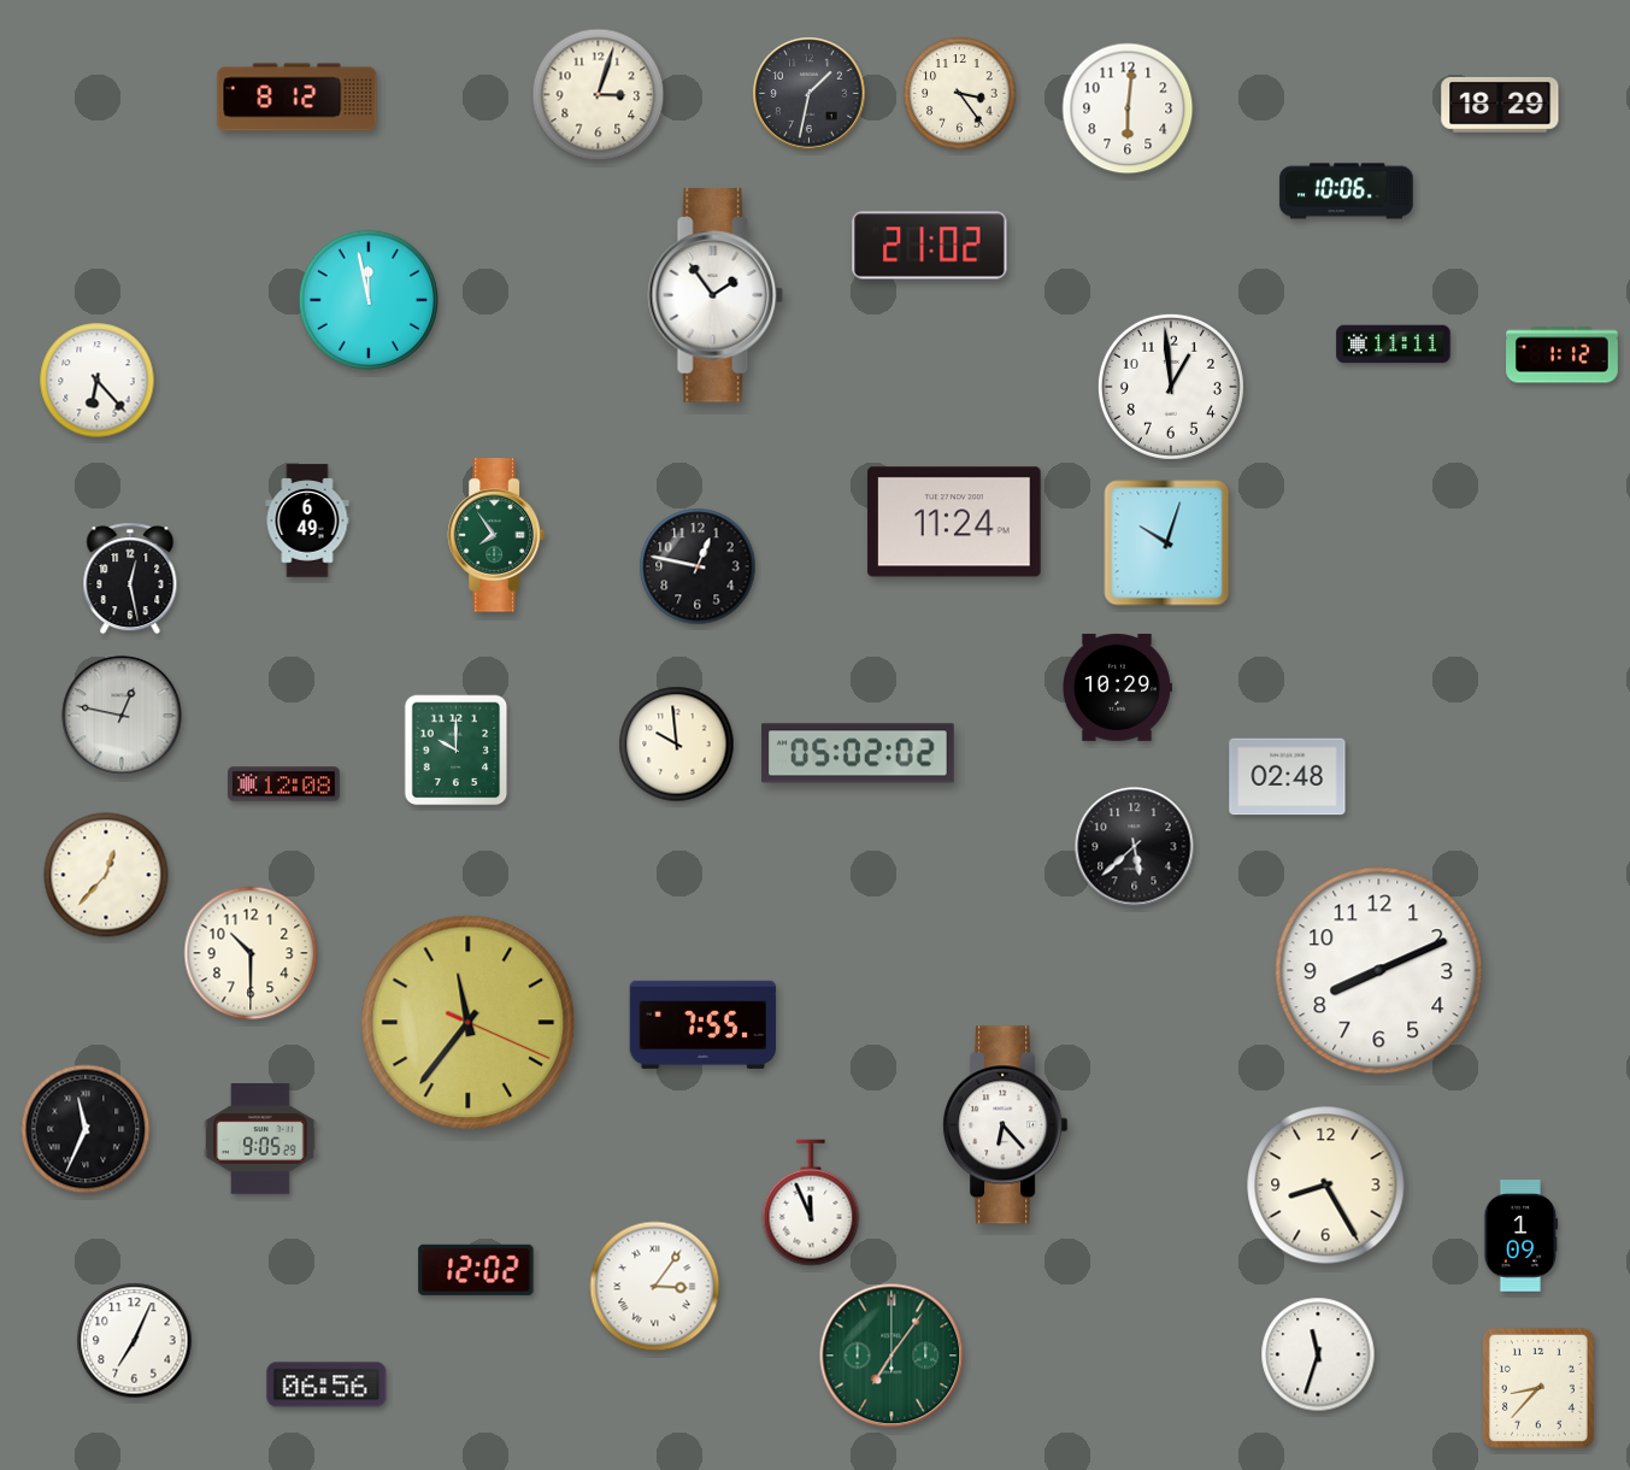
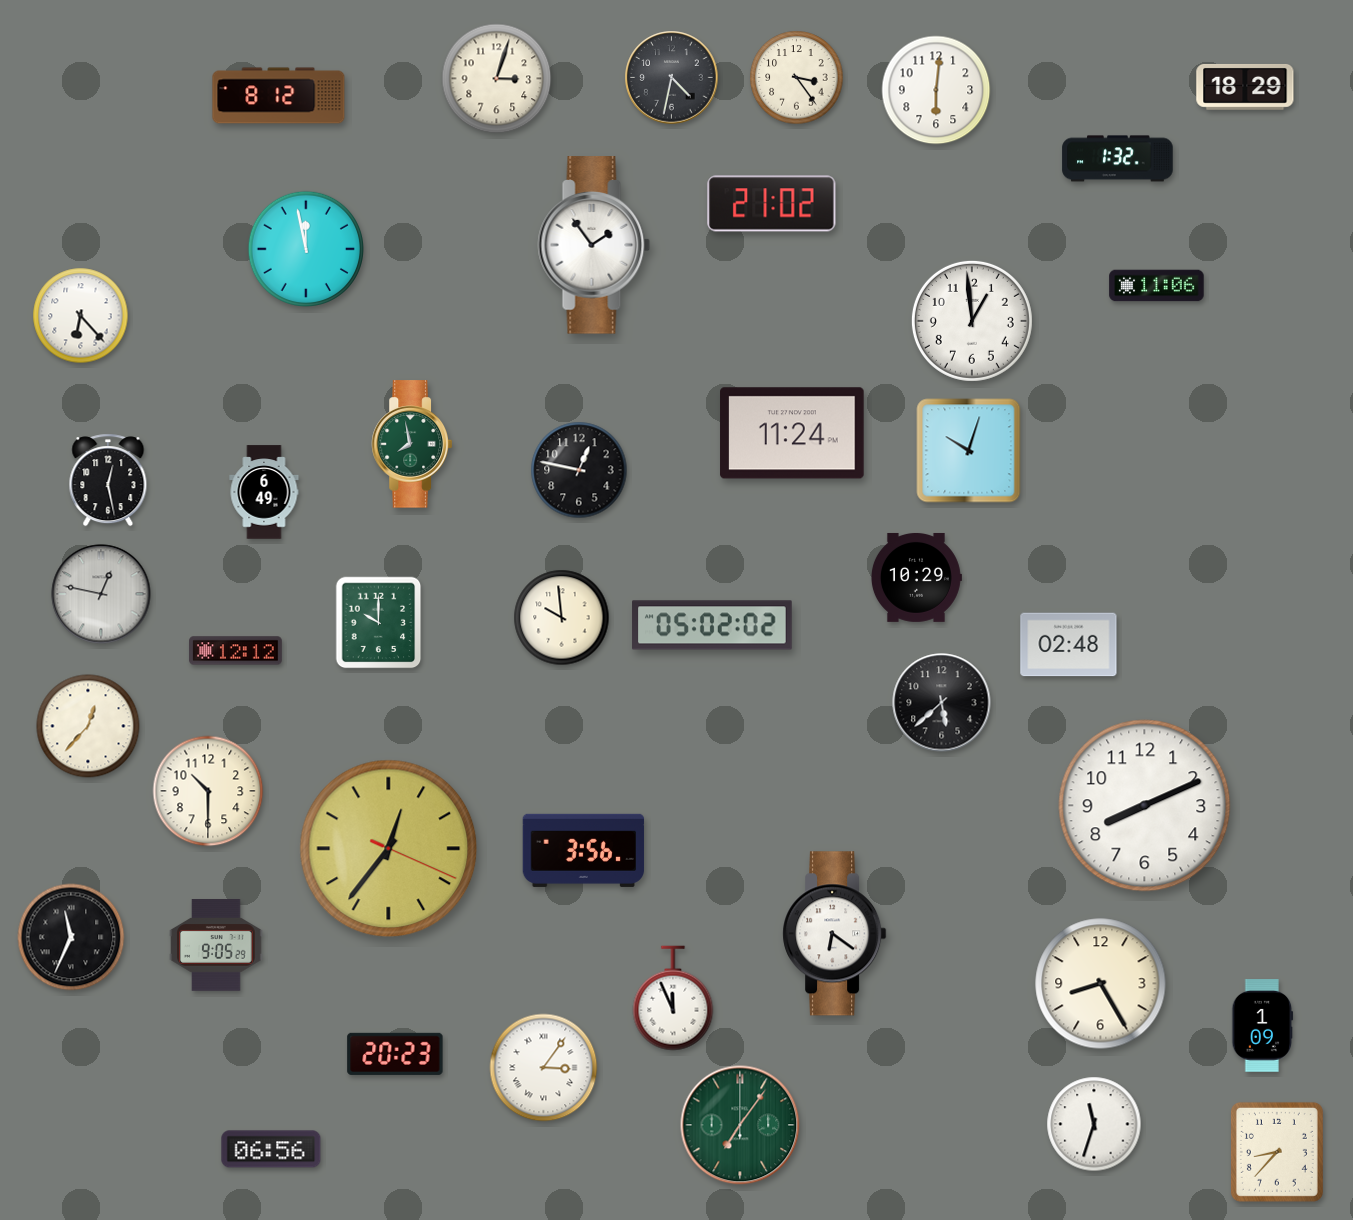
clock at (810, 94): 1:32 -> 4:32
clock at (298, 98) position: (298, 98) -> (279, 96)
clock at (1347, 192): 10:06 -> 1:32
clock at (1394, 345): 11:11 -> 11:06
clock at (1563, 355): 1:12 -> none
clock at (307, 521) position: (307, 521) -> (264, 492)
clock at (495, 535): 7:54 -> 7:58
clock at (1117, 687) position: (1117, 687) -> (916, 577)
clock at (284, 784): 12:08 -> 12:12
clock at (469, 1023): 11:36 -> 12:36
clock at (704, 1024): 7:55 -> 3:56
clock at (1006, 1125): 6:23 -> 6:21
clock at (476, 1270): 12:02 -> 20:23
clock at (135, 1341): 7:04 -> none
